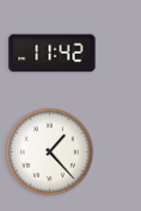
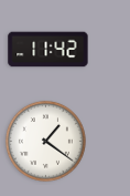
clock at (49, 151): 1:23 -> 1:21
